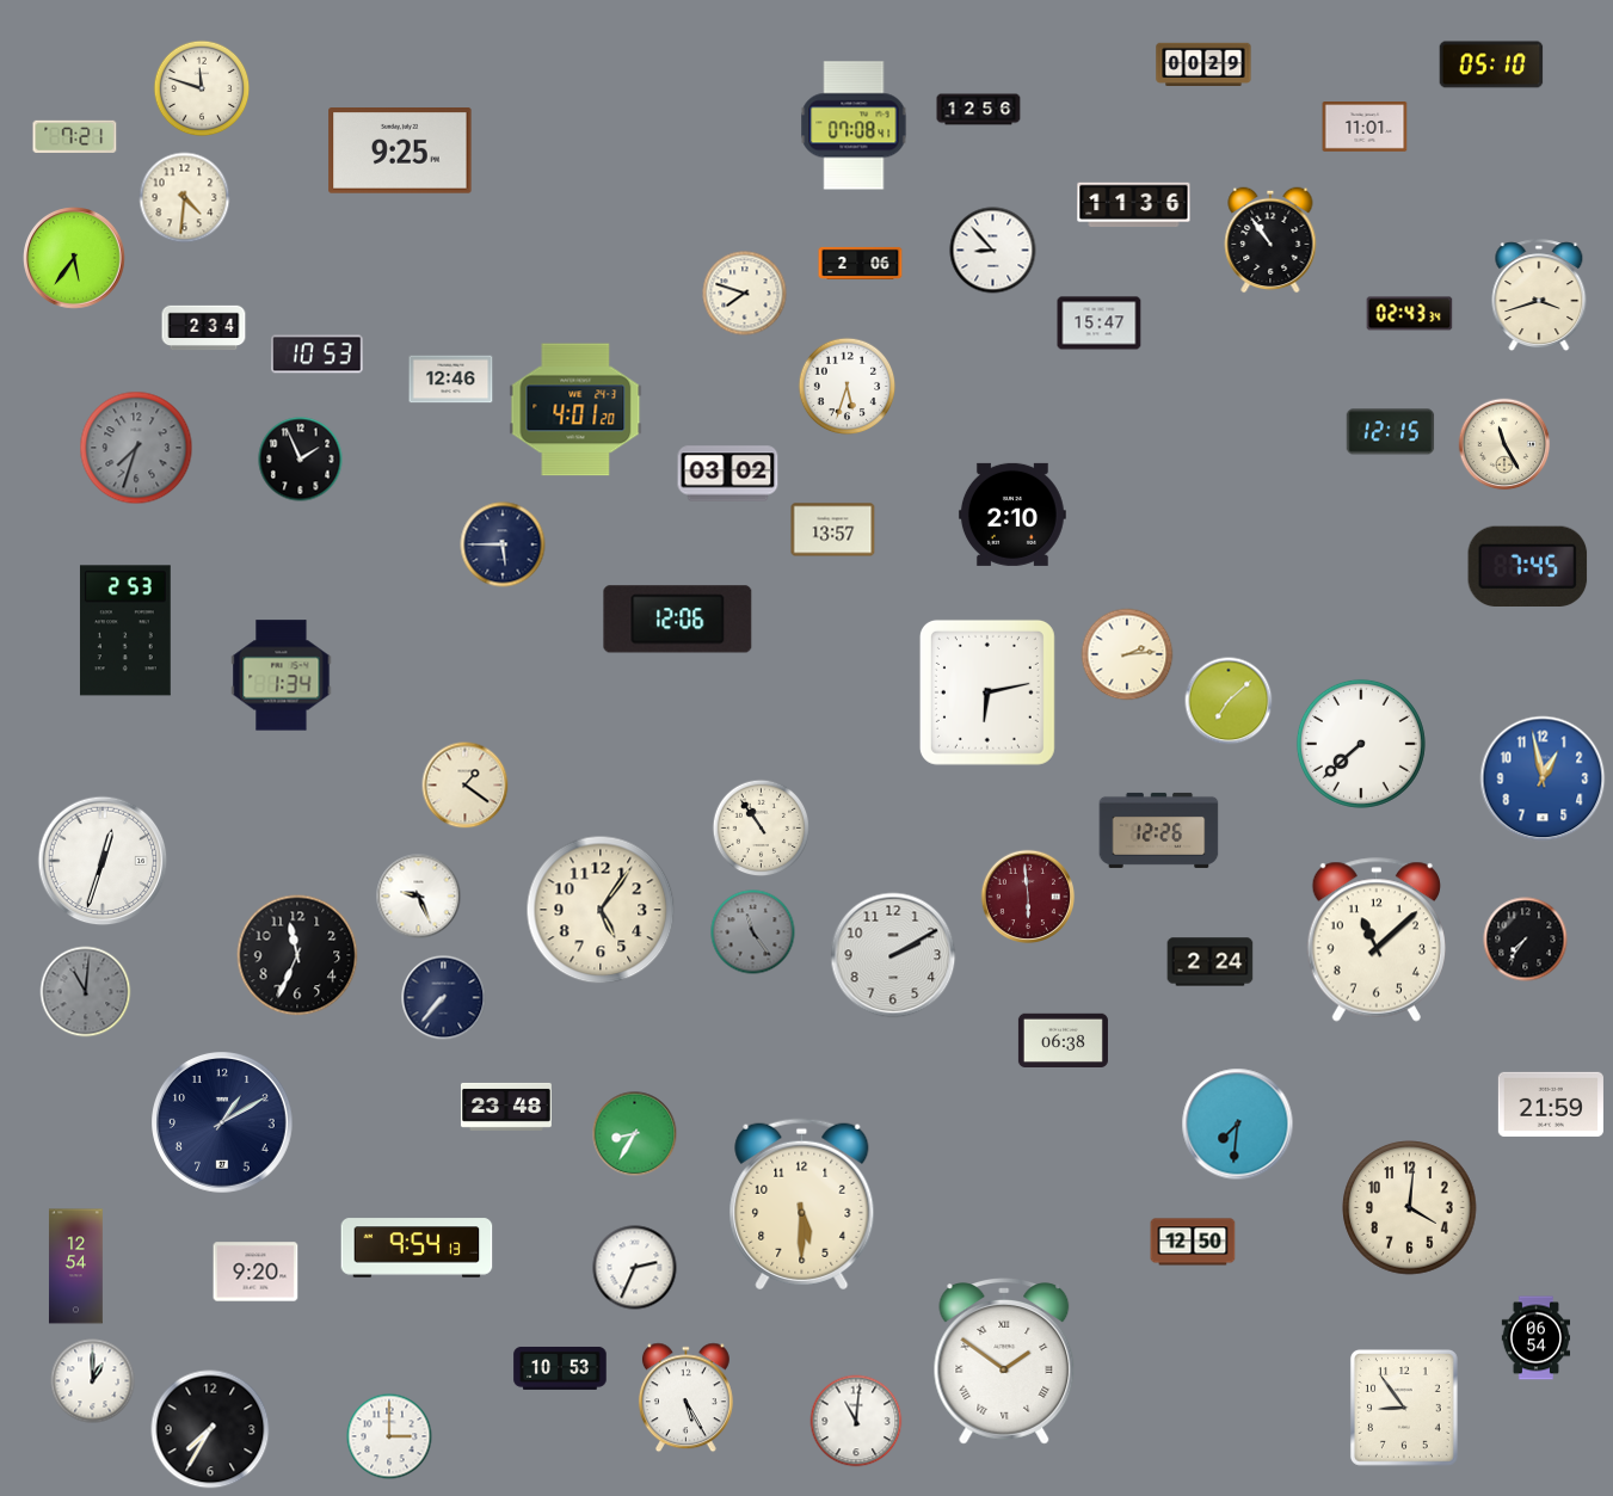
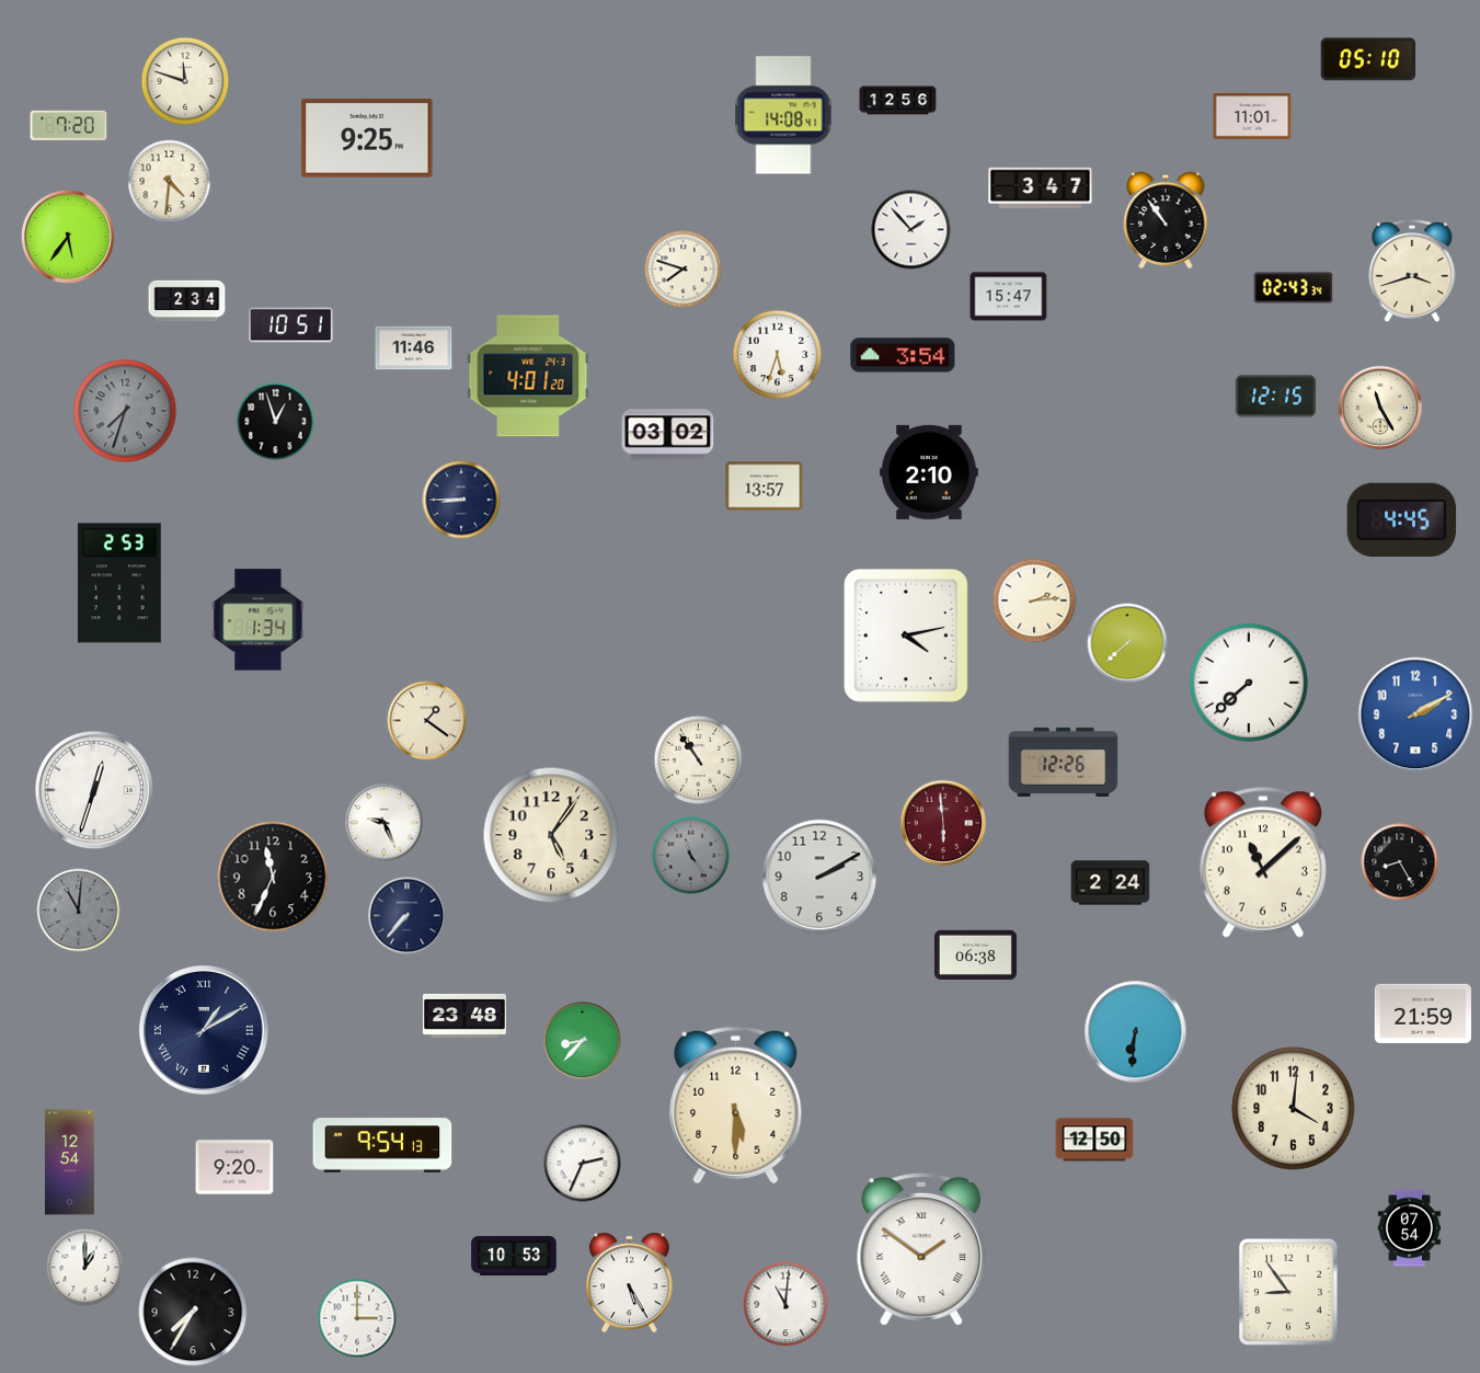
clock at (1203, 63): 00:29 -> none
clock at (854, 125): 07:08 -> 14:08
clock at (75, 136): 7:21 -> 7:20
clock at (1134, 204): 11:36 -> 3:47
clock at (993, 251): 8:53 -> 1:53
clock at (861, 263): 2:06 -> none
clock at (318, 355): 10:53 -> 10:51
clock at (451, 380): 12:46 -> 11:46
clock at (903, 355): none -> 3:54
clock at (301, 460): 1:56 -> 12:57
clock at (503, 544): 5:45 -> 8:45
clock at (1528, 566): 7:45 -> 4:45
clock at (678, 620): 12:06 -> none
clock at (125, 630) position: (125, 630) -> (119, 583)
clock at (987, 692): 6:13 -> 4:13
clock at (1229, 701): 7:08 -> 7:38
clock at (1543, 778): 12:58 -> 2:10
clock at (1526, 940): 7:36 -> 8:25
clock at (223, 1123) numerals: Arabic -> Roman
clock at (1238, 1125): 7:31 -> 6:31
clock at (635, 1134): 8:35 -> 8:37
clock at (1537, 1338): 06:54 -> 07:54
